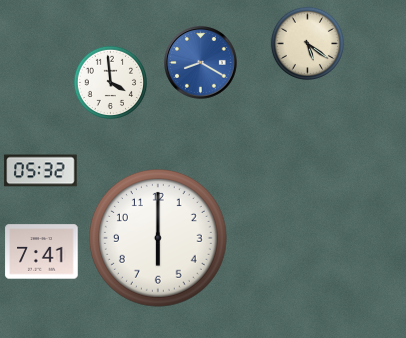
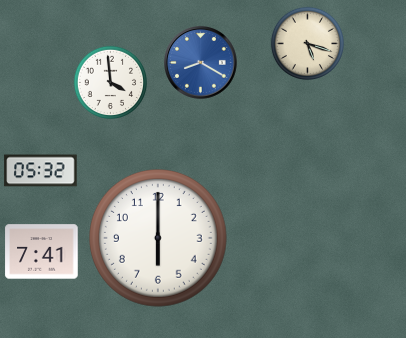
clock at (308, 44): 5:21 -> 5:18
